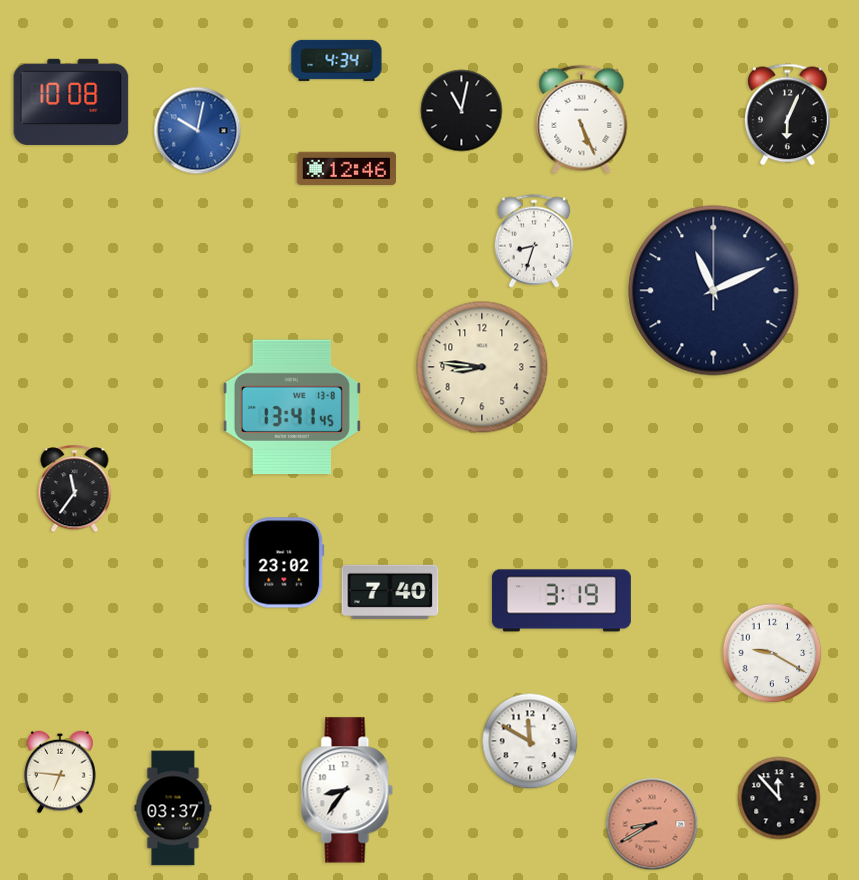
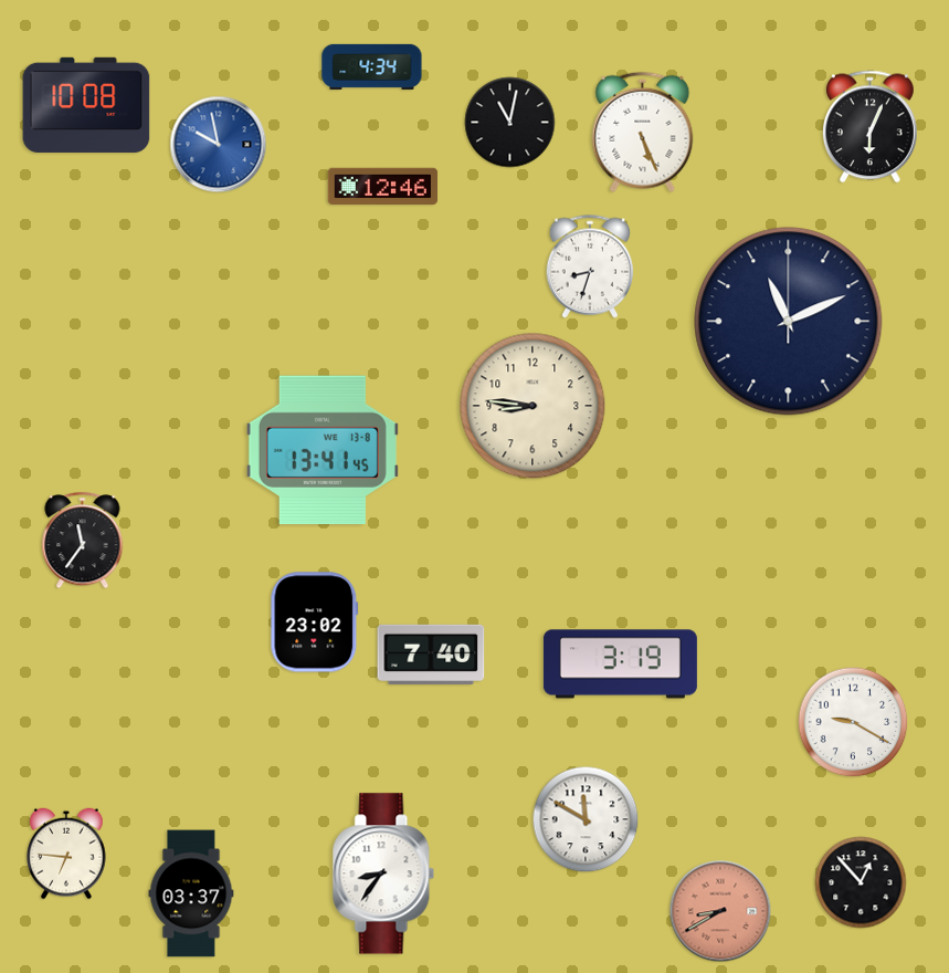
clock at (71, 102) position: (71, 102) -> (86, 105)
clock at (198, 131): 10:02 -> 9:58
clock at (779, 798): 11:53 -> 12:53
